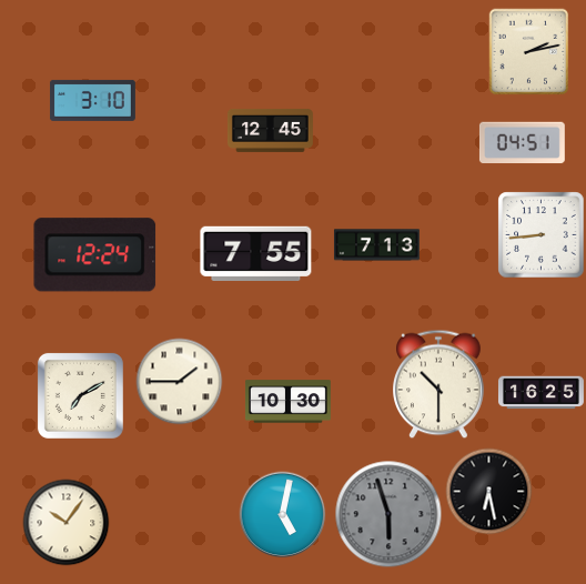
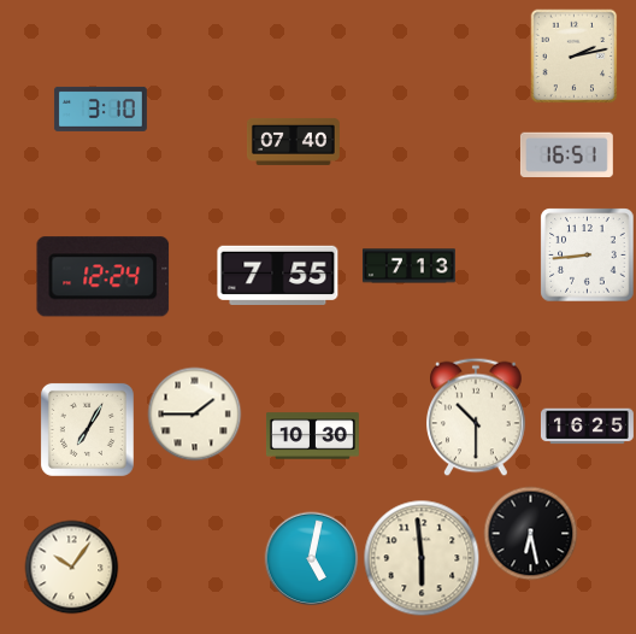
clock at (271, 130): 12:45 -> 07:40
clock at (522, 143): 04:51 -> 16:51
clock at (80, 395): 7:10 -> 7:05
clock at (282, 514) position: (282, 514) -> (311, 558)
clock at (388, 514): 5:57 -> 5:59
clock at (388, 514) dial: grey -> cream
